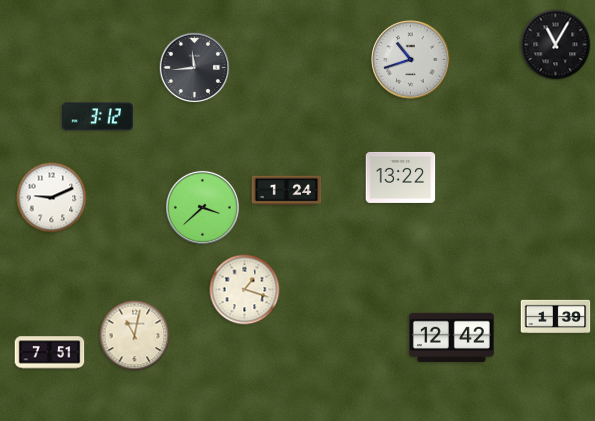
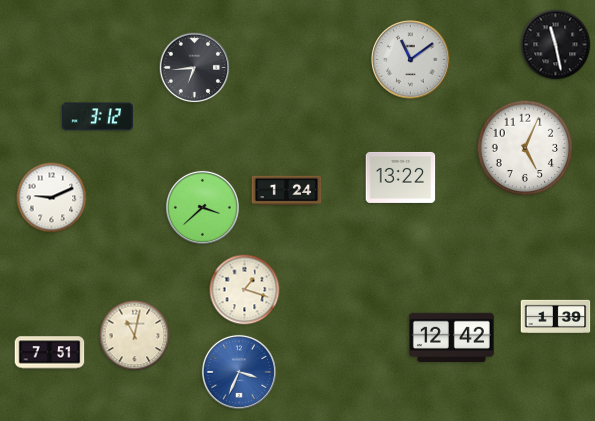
clock at (556, 45): 11:05 -> 11:28
clock at (411, 60): 10:42 -> 11:09
clock at (195, 68): 11:44 -> 6:44
clock at (525, 148): none -> 5:04
clock at (239, 372): none -> 3:34
